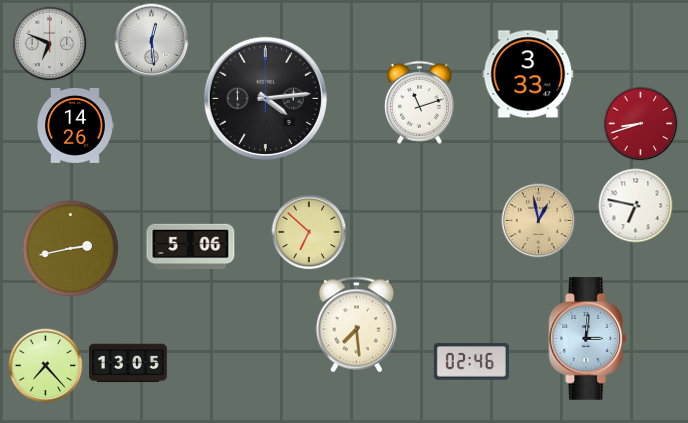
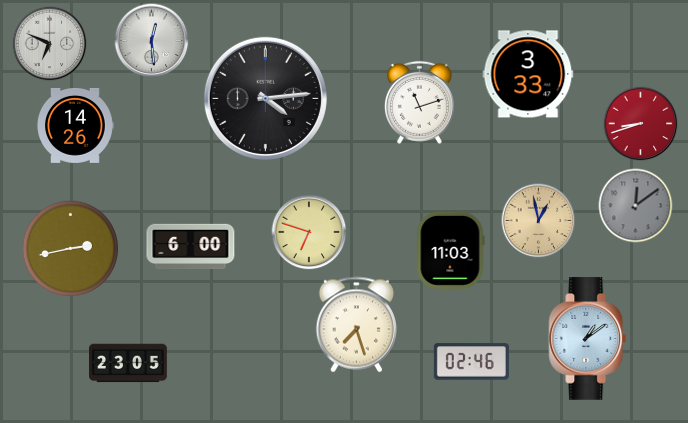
clock at (636, 206): 6:47 -> 12:09
clock at (636, 206) dial: white -> grey
clock at (309, 232): 6:52 -> 6:48
clock at (191, 247): 5:06 -> 6:00
clock at (450, 250): none -> 11:03
clock at (356, 325): 7:29 -> 7:27
clock at (588, 339): 3:01 -> 1:09
clock at (129, 363): 13:05 -> 23:05
clock at (46, 366): 7:23 -> none
